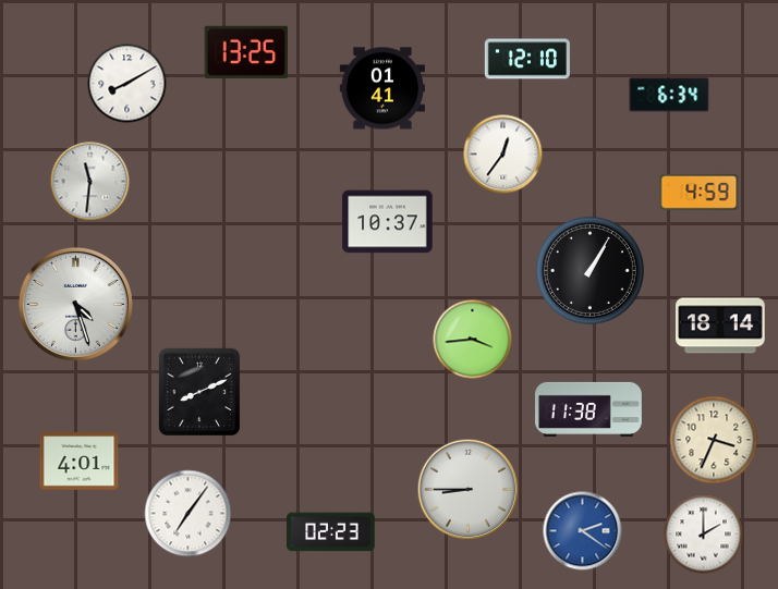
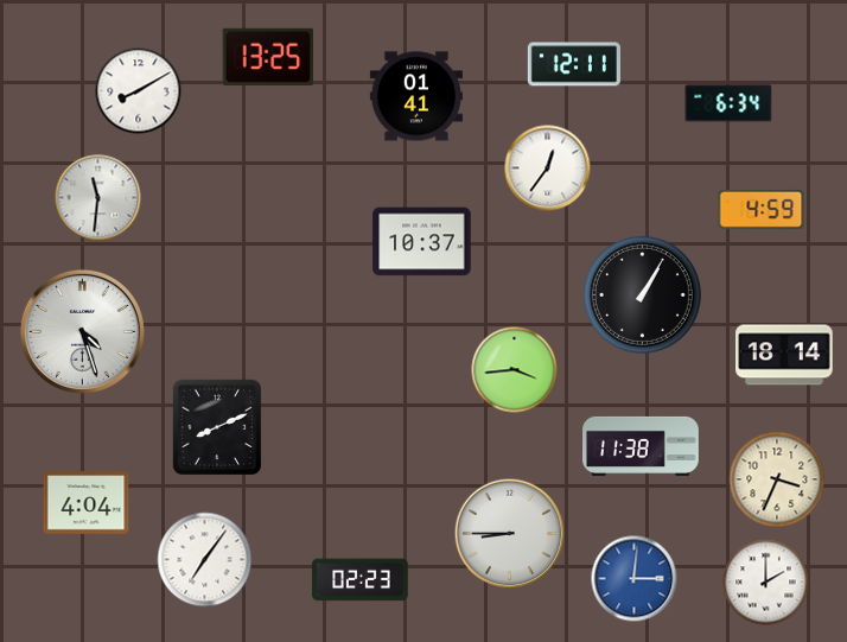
clock at (527, 59): 12:10 -> 12:11
clock at (80, 462): 4:01 -> 4:04
clock at (583, 531): 2:21 -> 3:01
